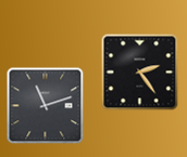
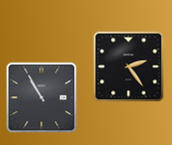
clock at (46, 106): 11:12 -> 10:55
